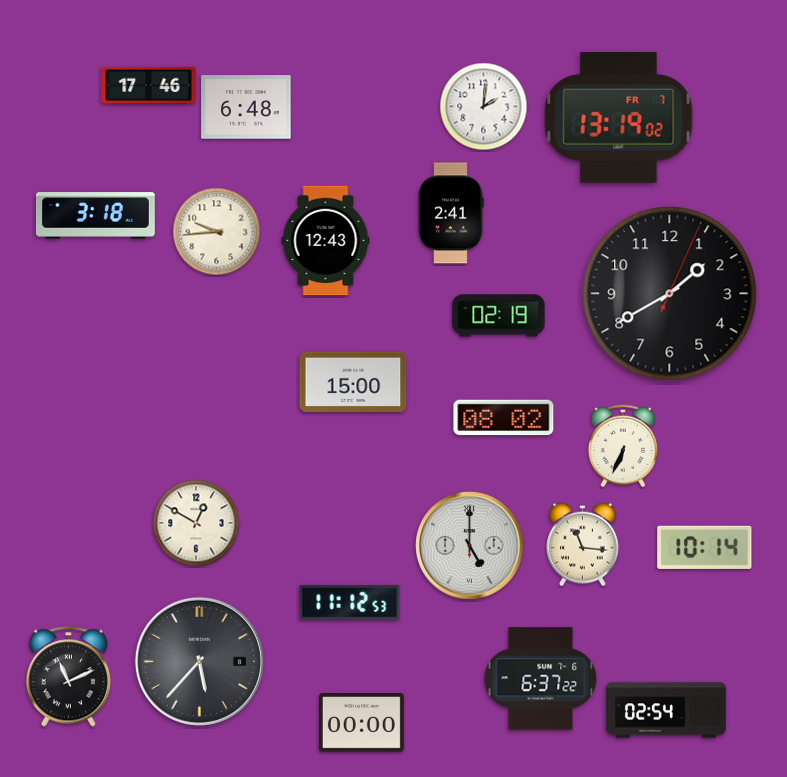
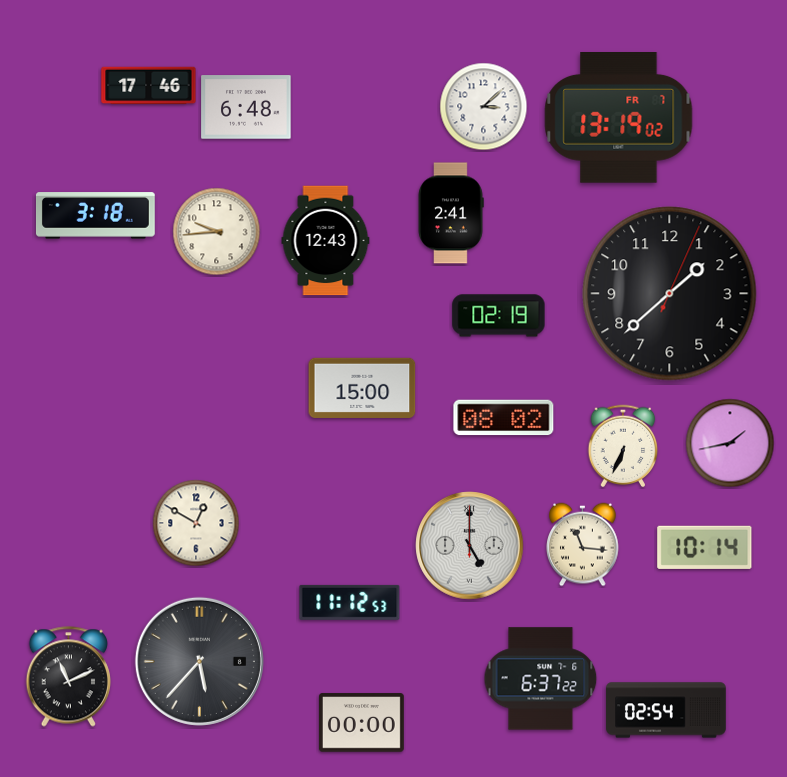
clock at (484, 107): 2:01 -> 3:08
clock at (670, 294): 1:40 -> 1:38
clock at (353, 382) position: (353, 382) -> (362, 388)
clock at (730, 443): none -> 1:43
